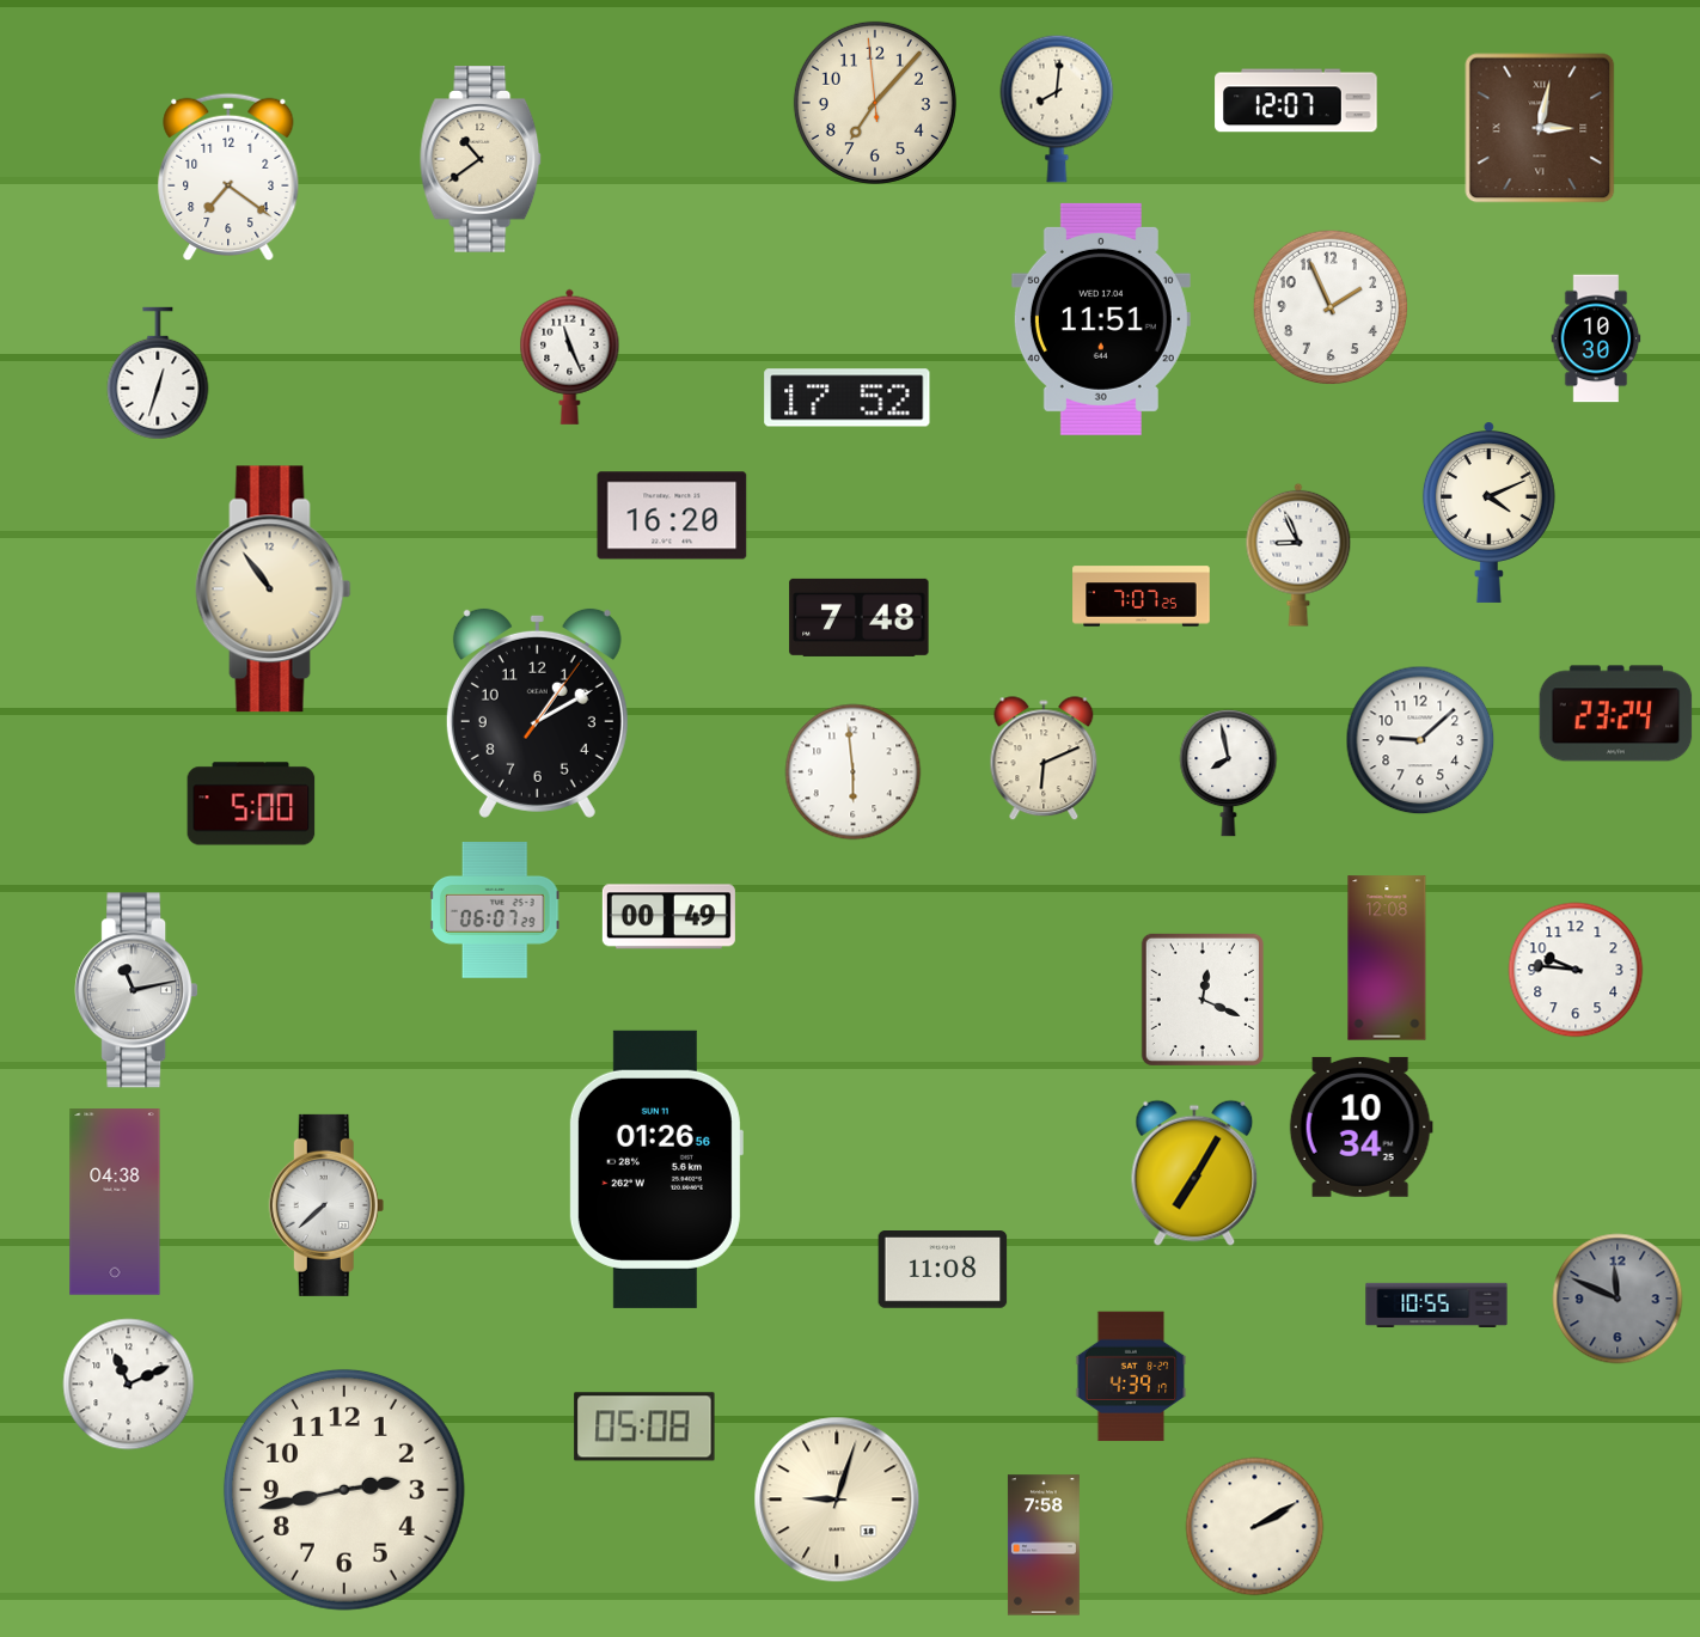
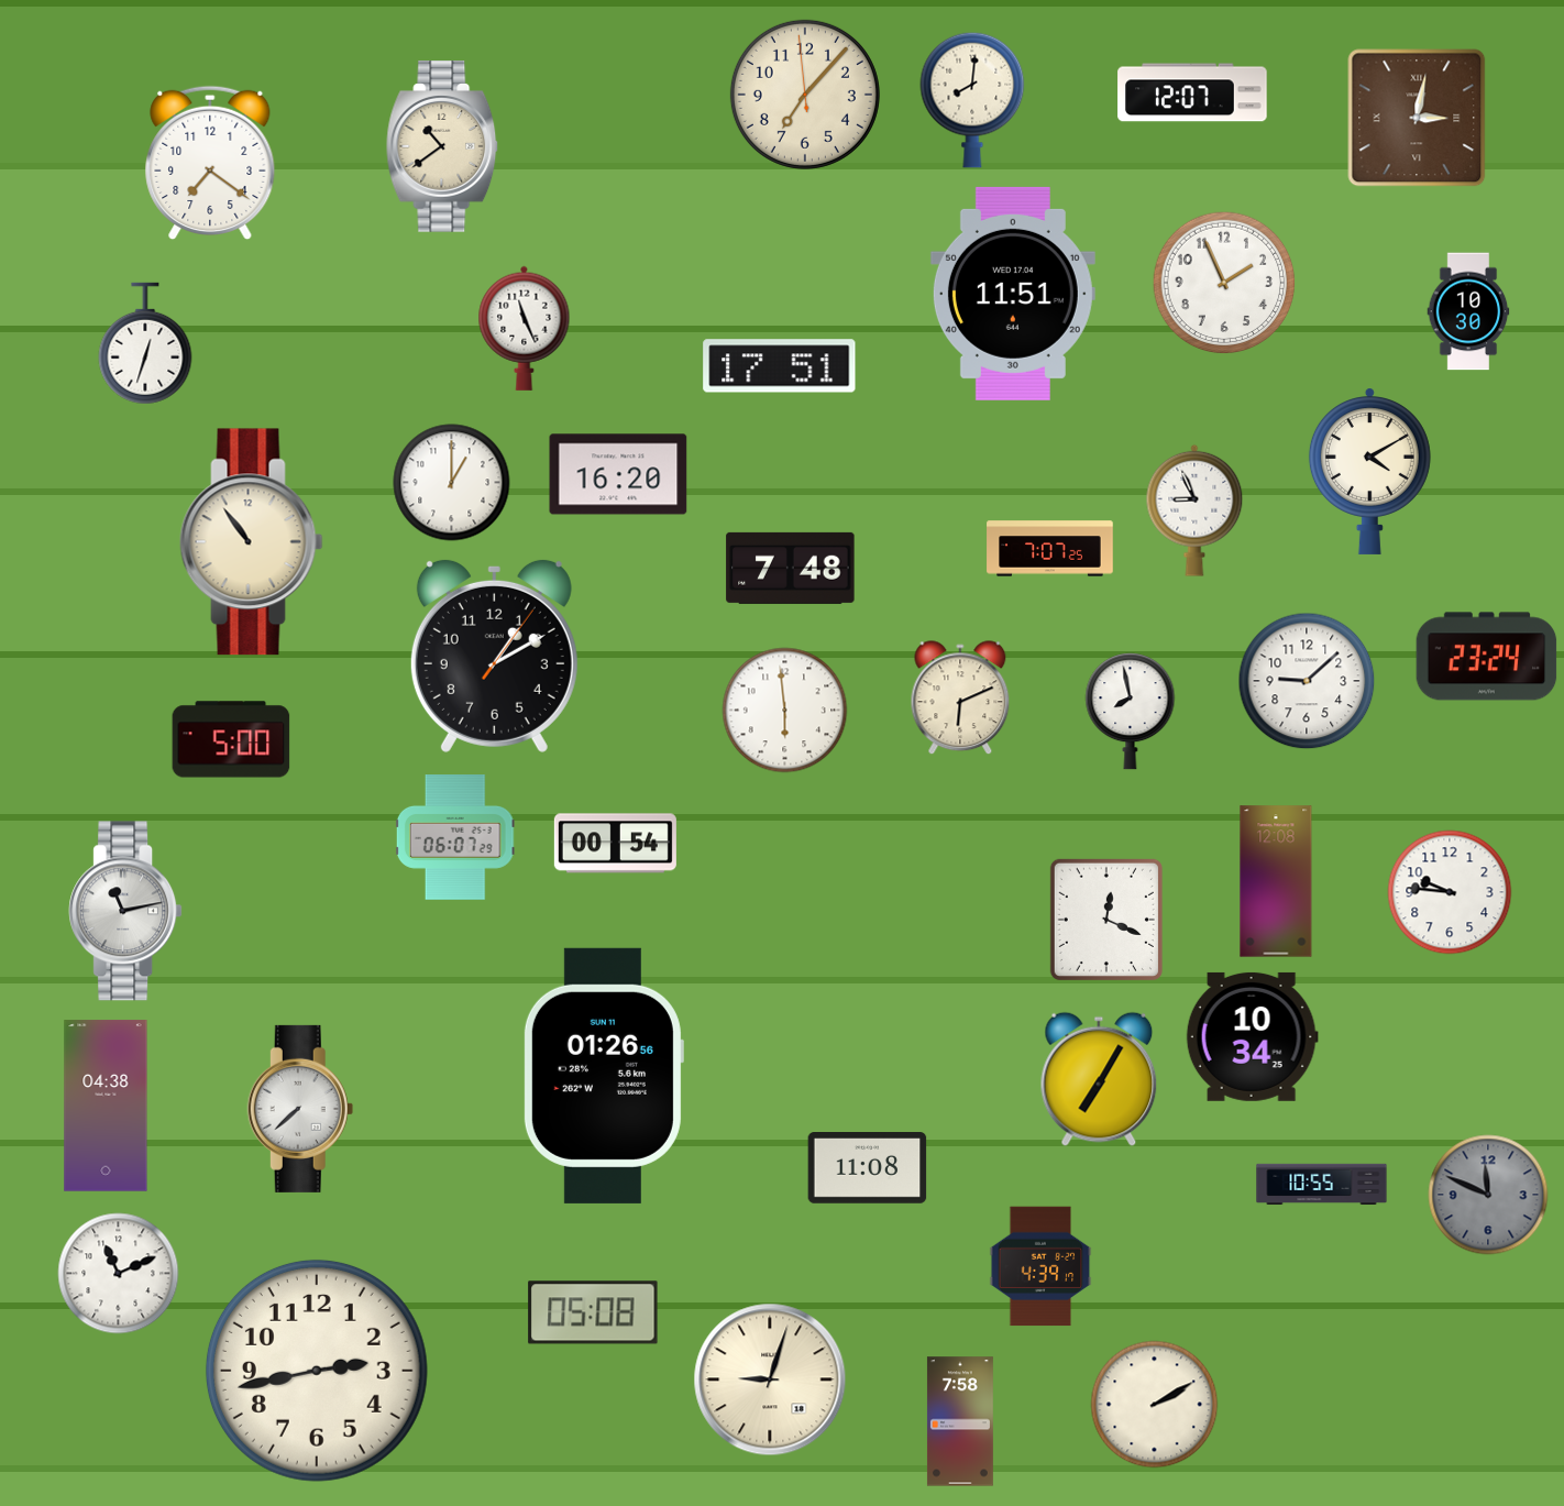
clock at (848, 398): 17:52 -> 17:51
clock at (1488, 513): 4:11 -> 4:10
clock at (452, 483): none -> 1:00
clock at (668, 917): 00:49 -> 00:54
clock at (1437, 1306) position: (1437, 1306) -> (1322, 1185)
